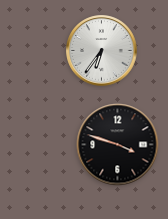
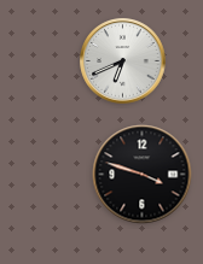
clock at (102, 51): 6:36 -> 6:41
